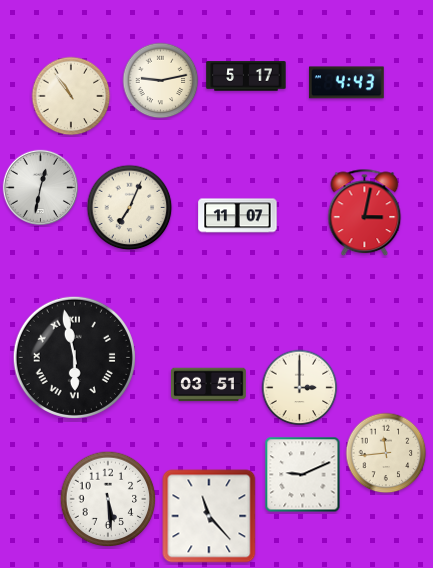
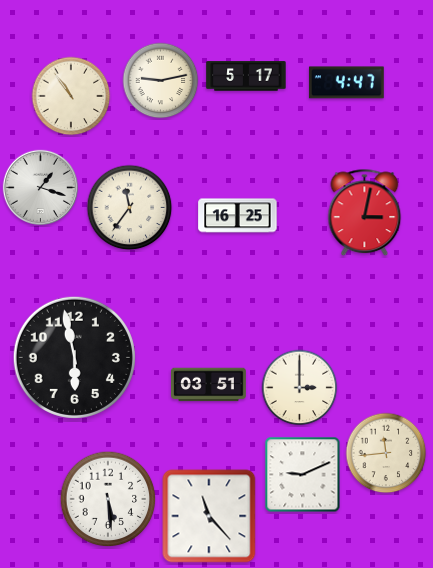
clock at (346, 83): 4:43 -> 4:47
clock at (40, 187): 12:32 -> 1:18
clock at (130, 208): 7:04 -> 11:36
clock at (238, 216): 11:07 -> 16:25
clock at (74, 357) numerals: Roman -> Arabic
